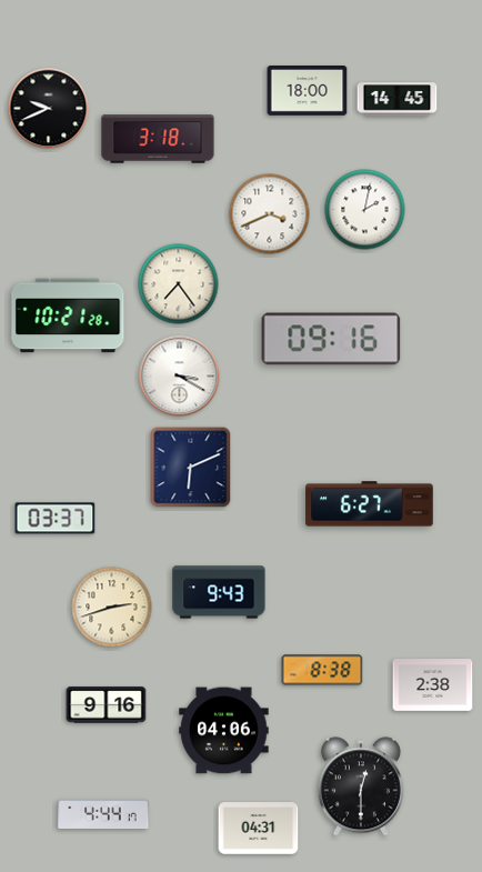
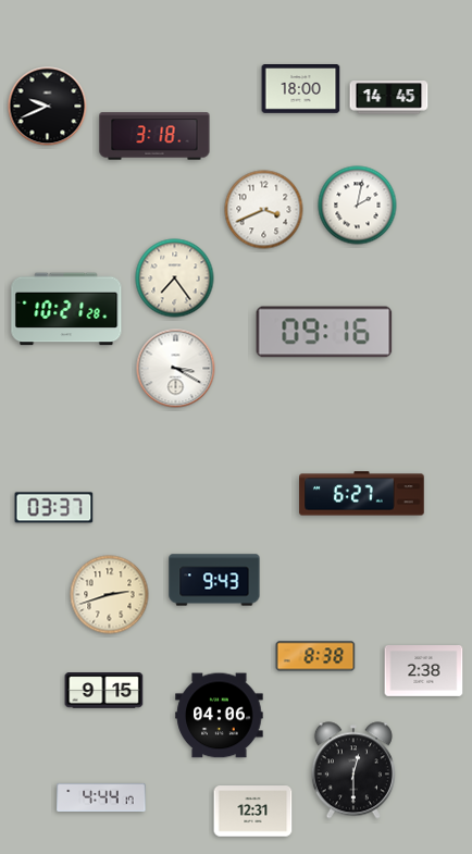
clock at (191, 468): 6:11 -> none
clock at (107, 705): 9:16 -> 9:15
clock at (259, 829): 04:31 -> 12:31
